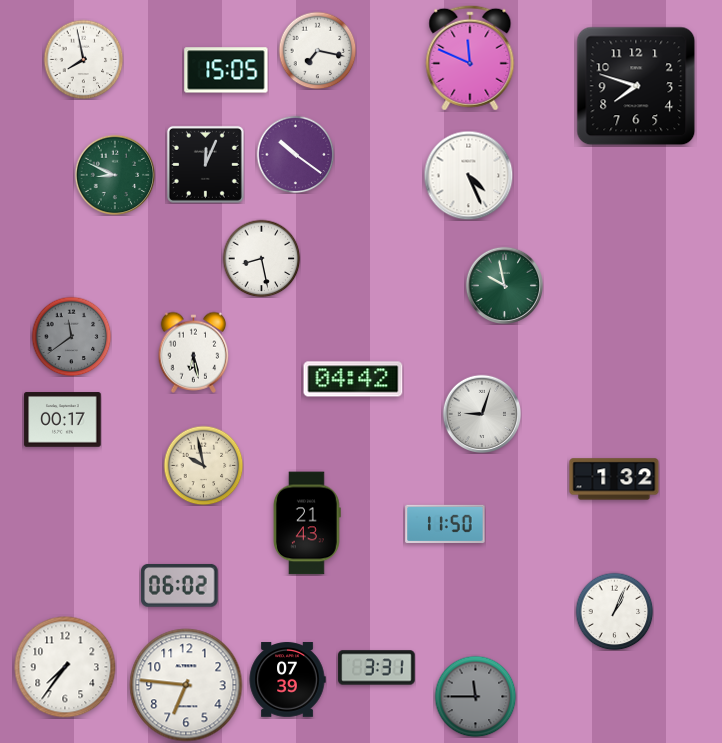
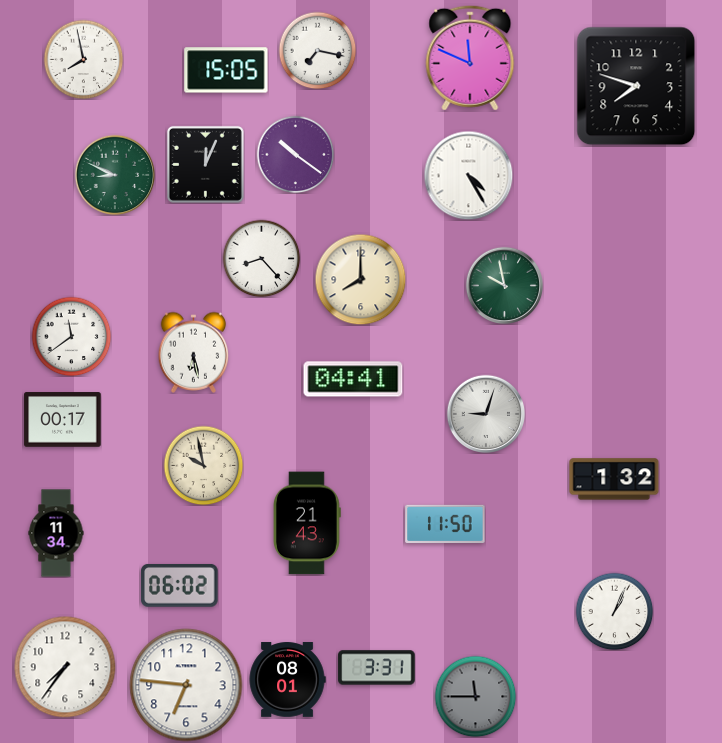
clock at (468, 175): 4:26 -> 4:25
clock at (261, 258): 8:28 -> 8:23
clock at (360, 279): none -> 8:00
clock at (71, 336) dial: grey -> white
clock at (353, 379): 04:42 -> 04:41
clock at (481, 413) position: (481, 413) -> (485, 413)
clock at (56, 533): none -> 11:34
clock at (287, 680): 07:39 -> 08:01
